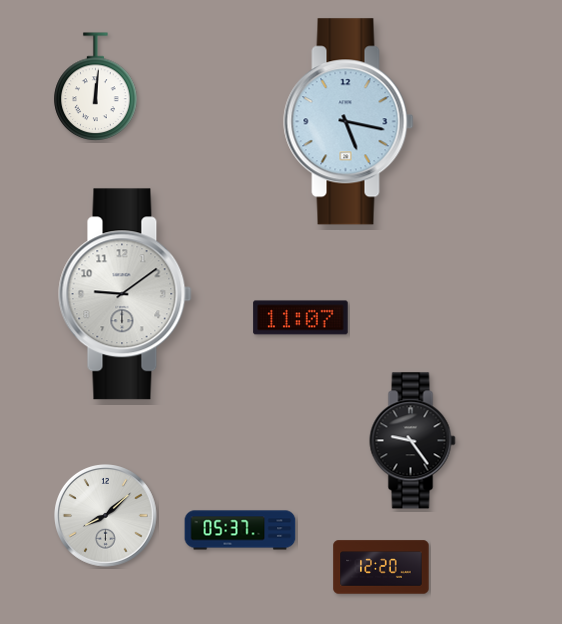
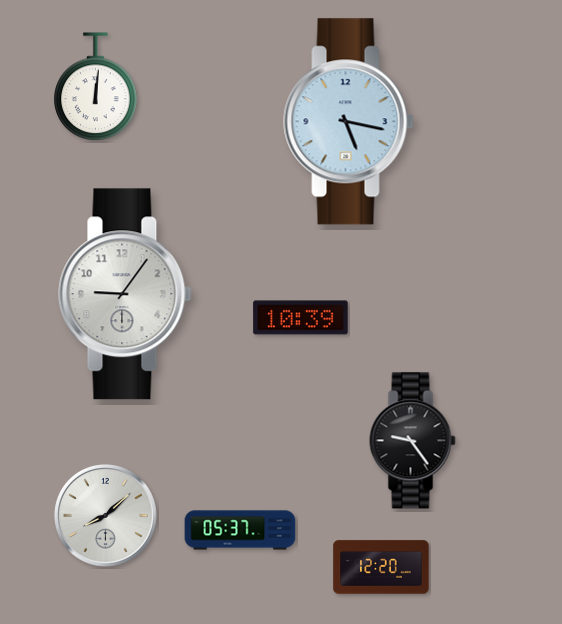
clock at (125, 294): 9:09 -> 9:06
clock at (301, 318): 11:07 -> 10:39
